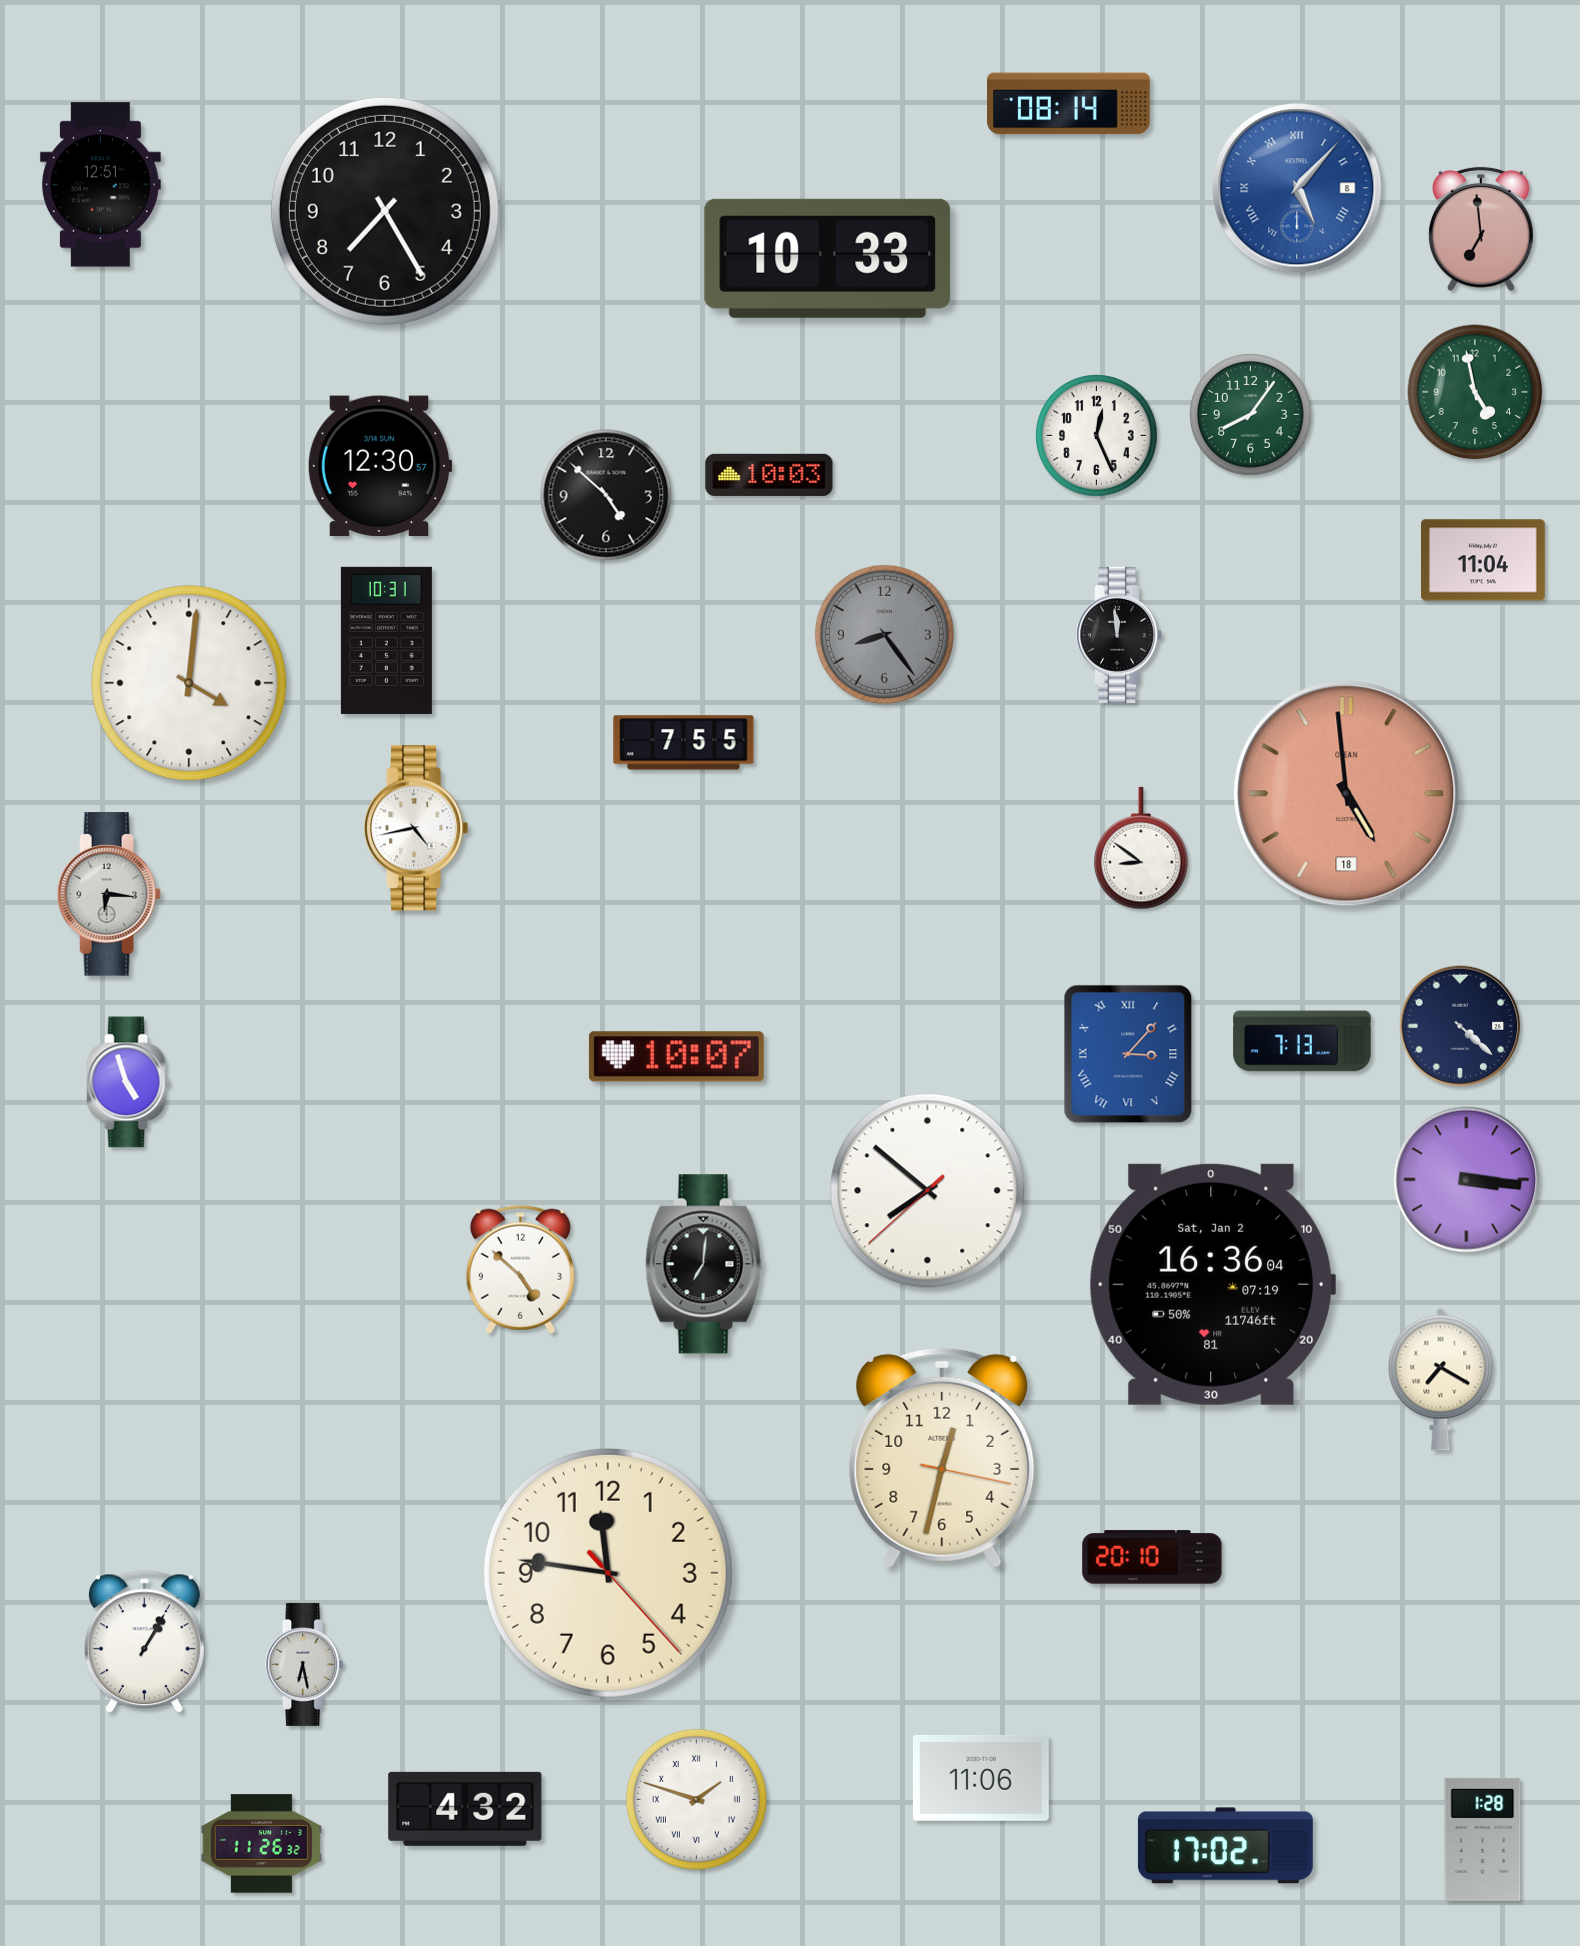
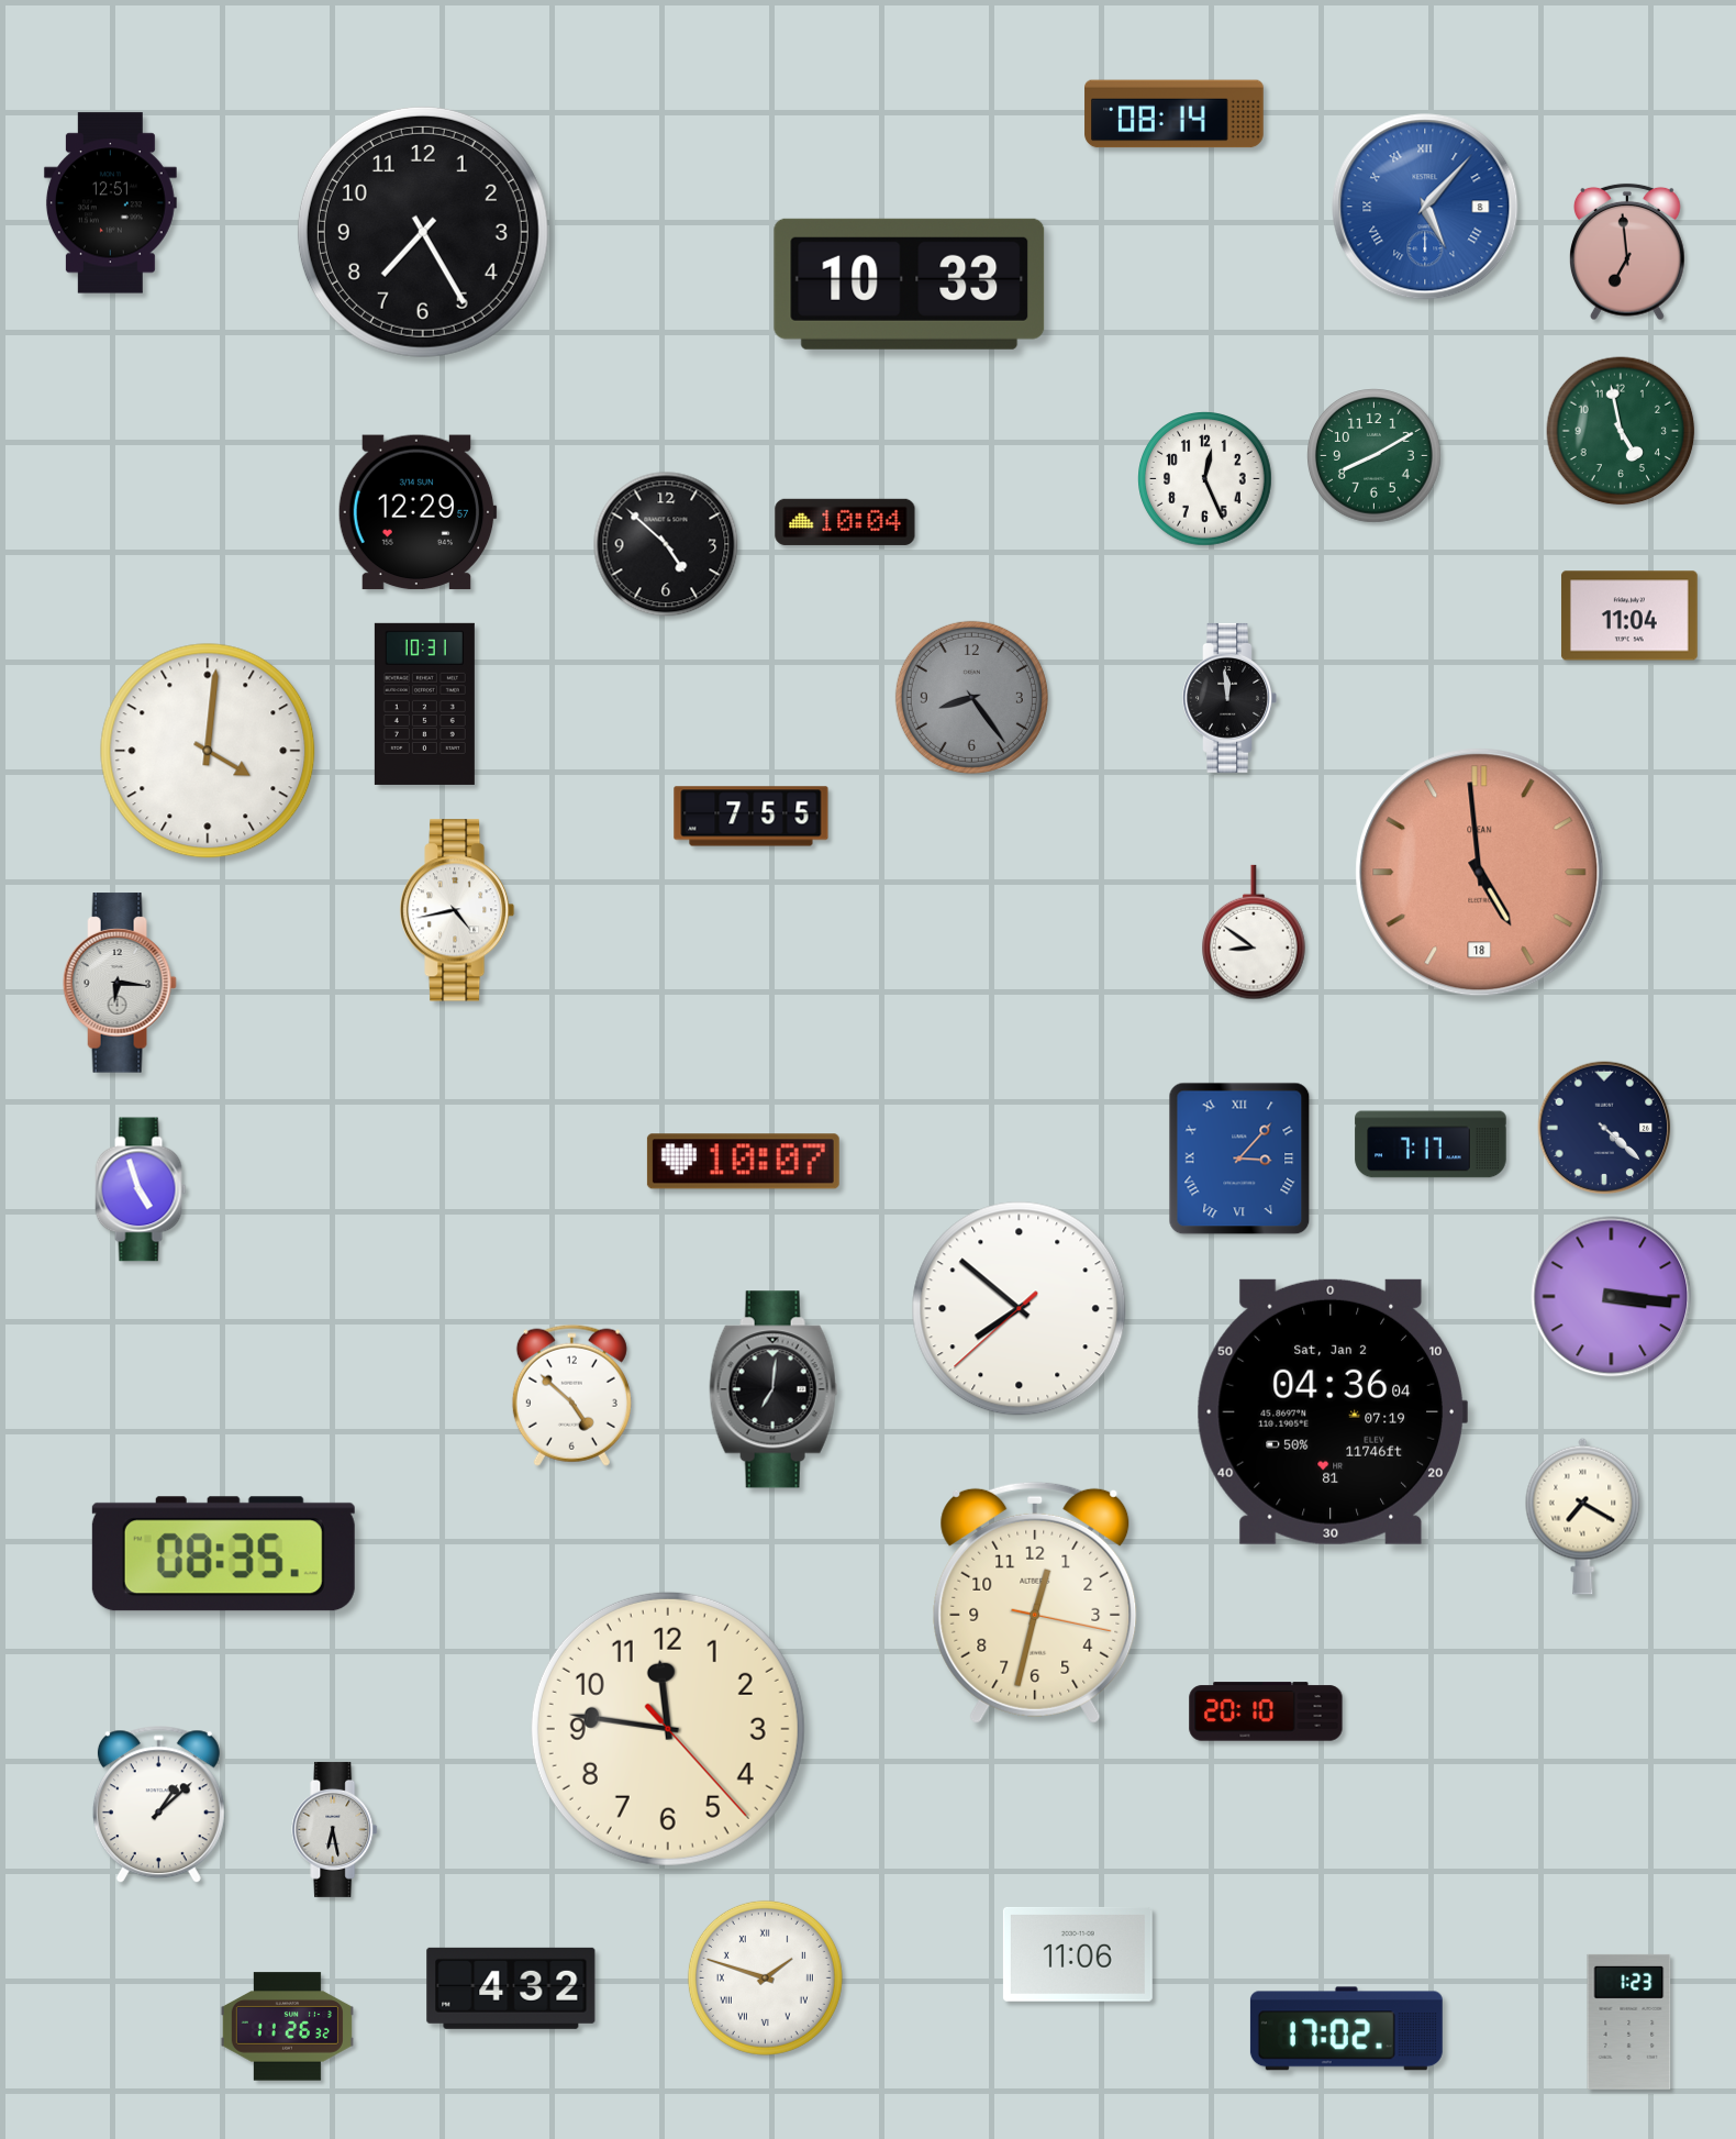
clock at (1251, 415): 8:06 -> 8:10
clock at (380, 466): 12:30 -> 12:29
clock at (769, 475): 10:03 -> 10:04
clock at (1302, 1041): 7:13 -> 7:17
clock at (1212, 1284): 16:36 -> 04:36
clock at (223, 1554): none -> 08:35
clock at (144, 1642): 1:05 -> 1:08
clock at (1483, 1839): 1:28 -> 1:23
